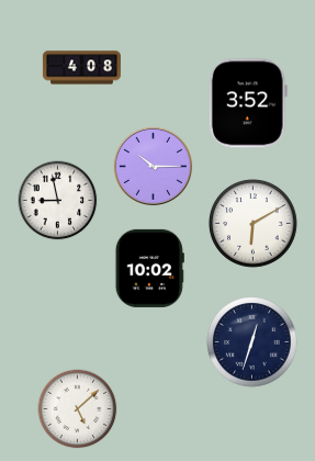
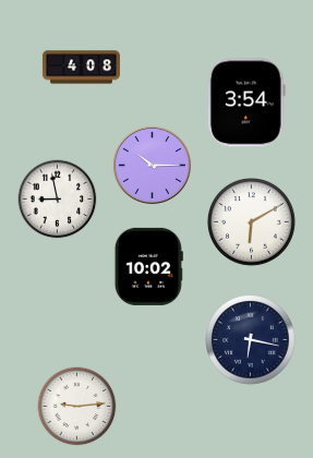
clock at (248, 103): 3:52 -> 3:54
clock at (252, 342): 12:33 -> 6:17
clock at (78, 409): 5:08 -> 9:14
